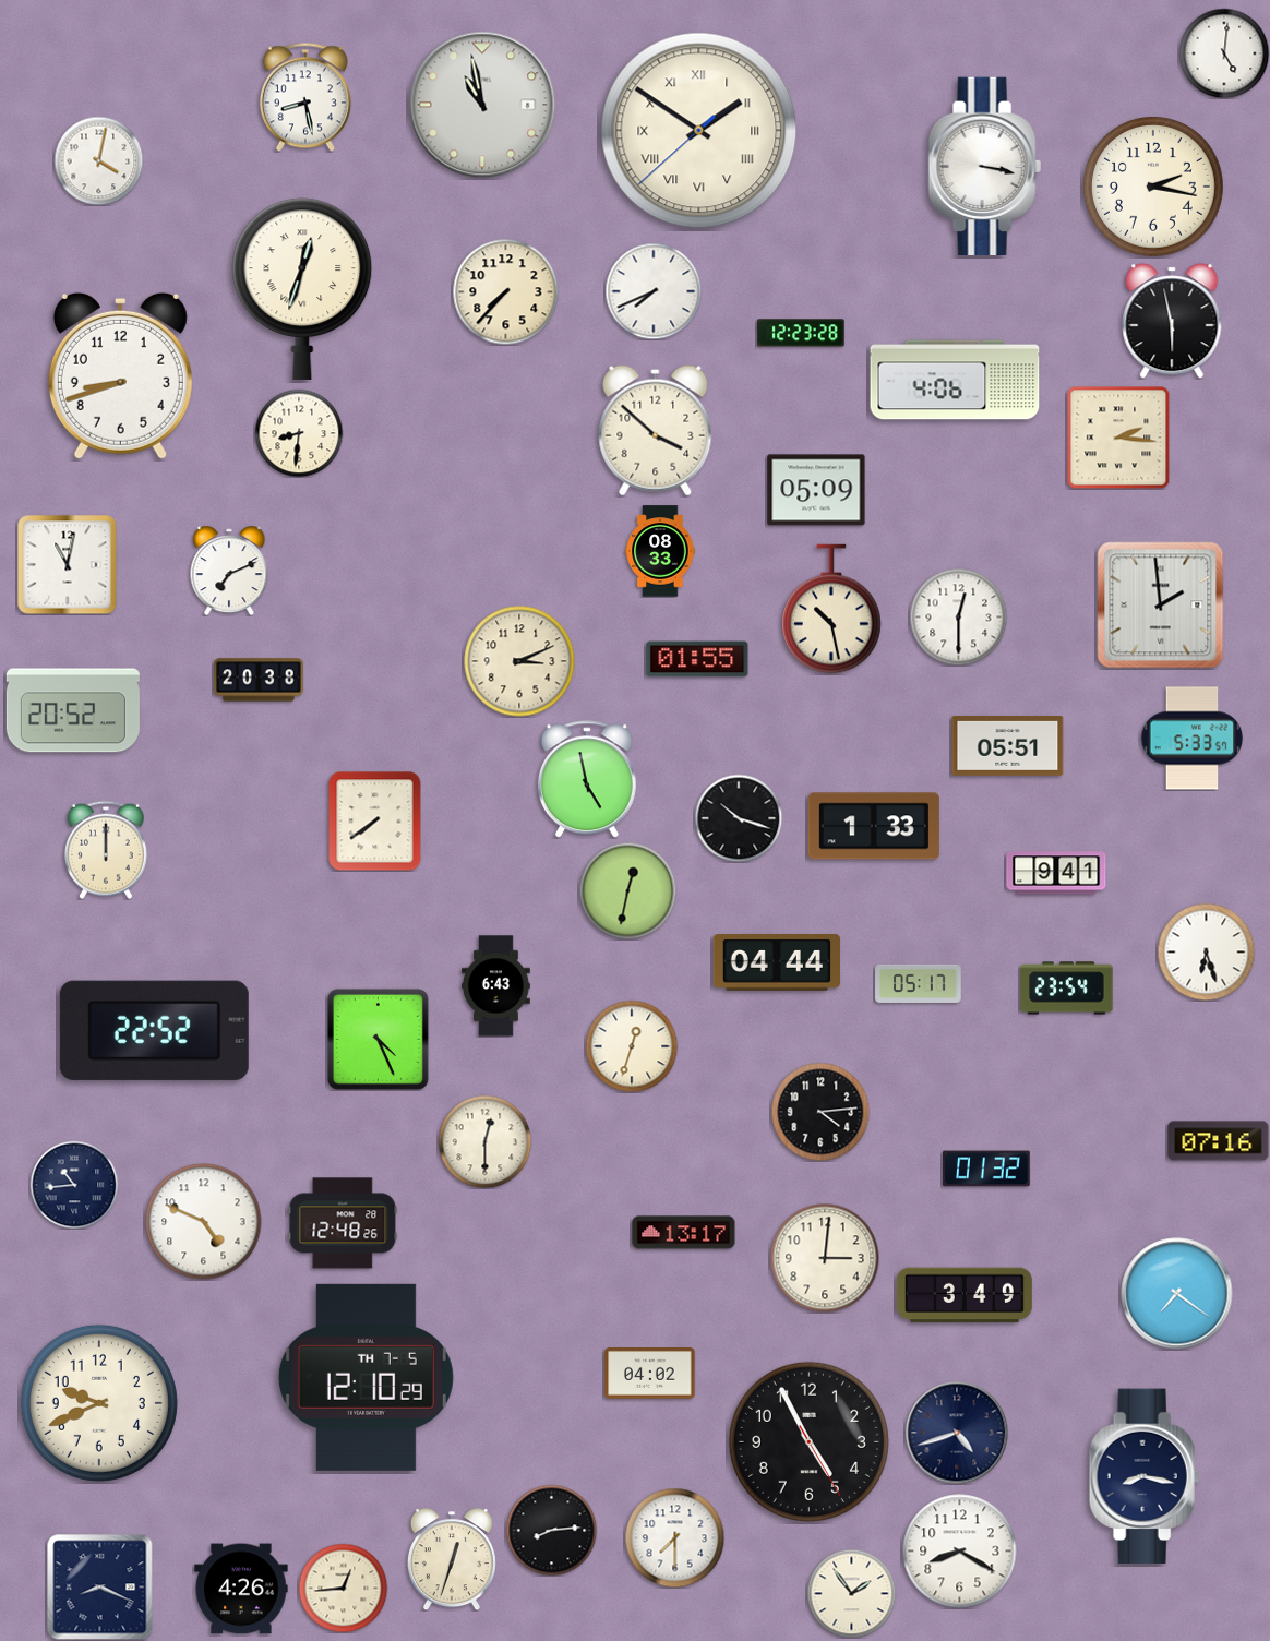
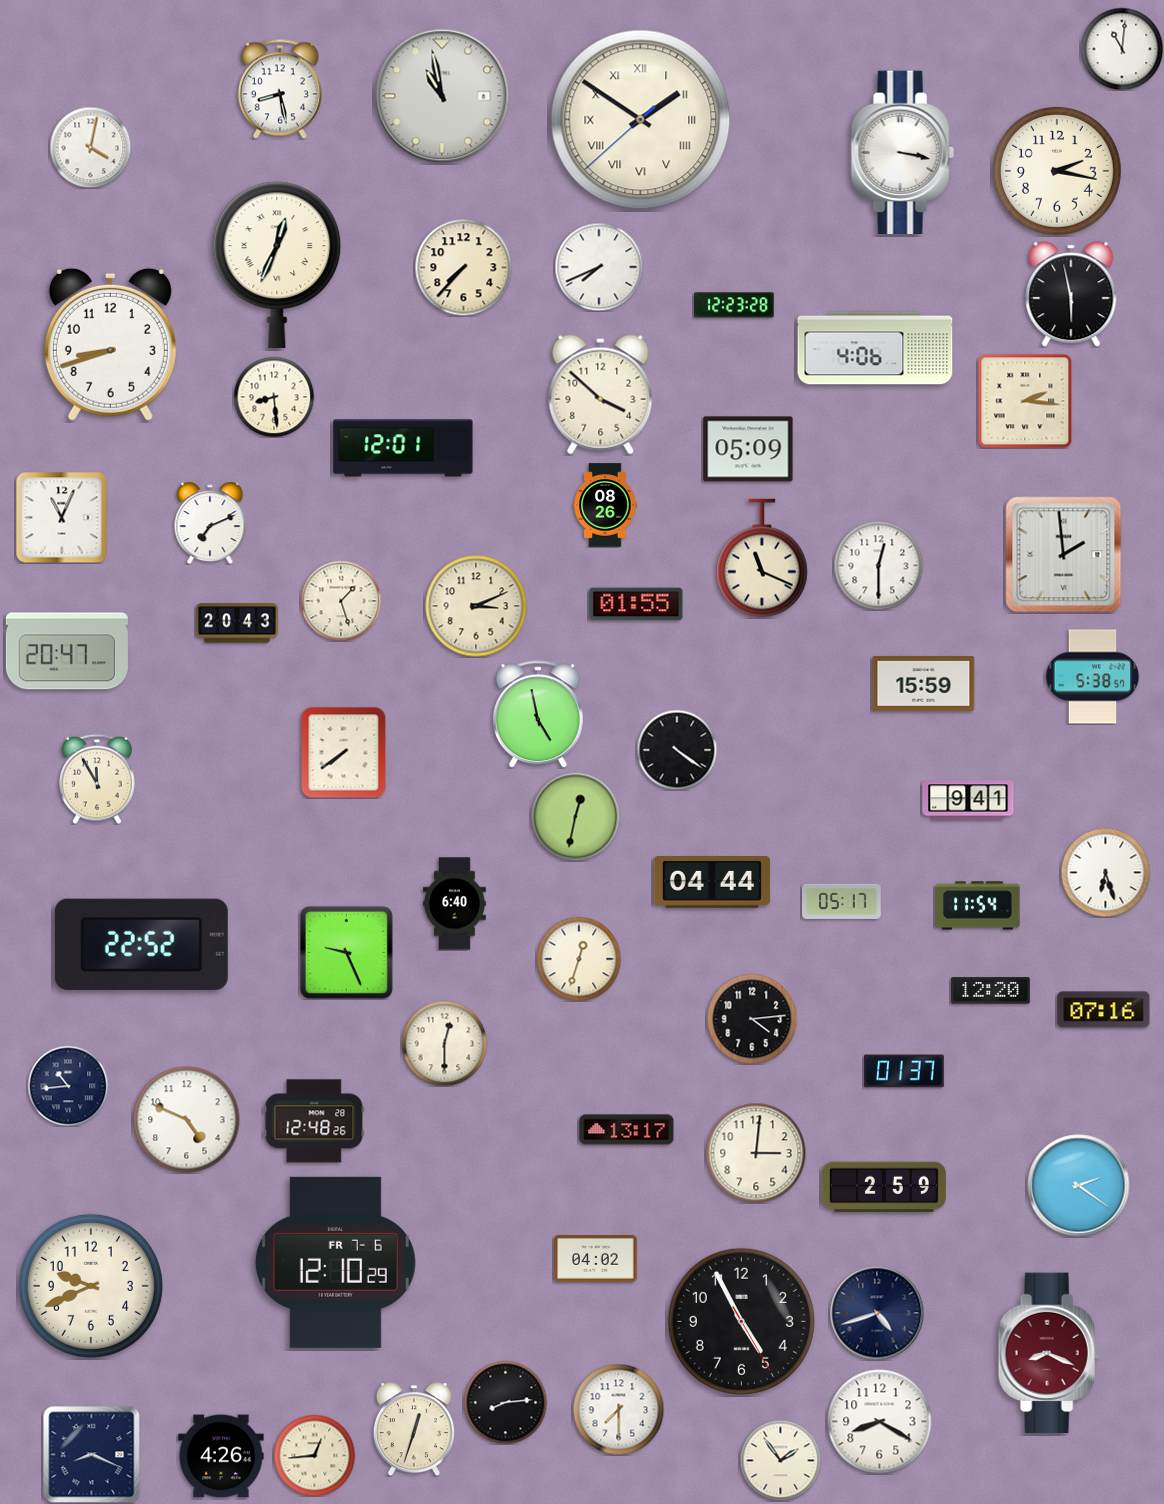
clock at (1224, 53): 5:01 -> 11:01
clock at (302, 289): 12:33 -> 12:34
clock at (1172, 321) position: (1172, 321) -> (1071, 294)
clock at (299, 433): 8:31 -> 8:29
clock at (403, 448): none -> 12:01
clock at (660, 551): 08:33 -> 08:26
clock at (67, 564): 11:02 -> 11:04
clock at (831, 609): 10:28 -> 11:19
clock at (341, 601): none -> 1:27
clock at (697, 659) position: (697, 659) -> (636, 604)
clock at (259, 680): 20:38 -> 20:43
clock at (73, 710): 20:52 -> 20:47
clock at (1191, 739): 5:33 -> 5:38
clock at (1008, 745): 05:51 -> 15:59
clock at (739, 818): 10:18 -> 4:21
clock at (874, 826): 1:33 -> none
clock at (106, 850): 12:00 -> 11:55
clock at (496, 986): 6:43 -> 6:40
clock at (1067, 989): 23:54 -> 11:54
clock at (378, 1039): 4:26 -> 9:26
clock at (991, 991): none -> 12:20
clock at (484, 1141) position: (484, 1141) -> (444, 1043)
clock at (1219, 1141) position: (1219, 1141) -> (1104, 1010)
clock at (986, 1169): 01:32 -> 01:37
clock at (1177, 1294): 7:21 -> 2:21
clock at (965, 1295): 3:49 -> 2:59
clock at (366, 1377) date: TH 7-5 -> FR 7-6
clock at (1145, 1476): 8:17 -> 8:19
clock at (1145, 1476) dial: navy -> burgundy
